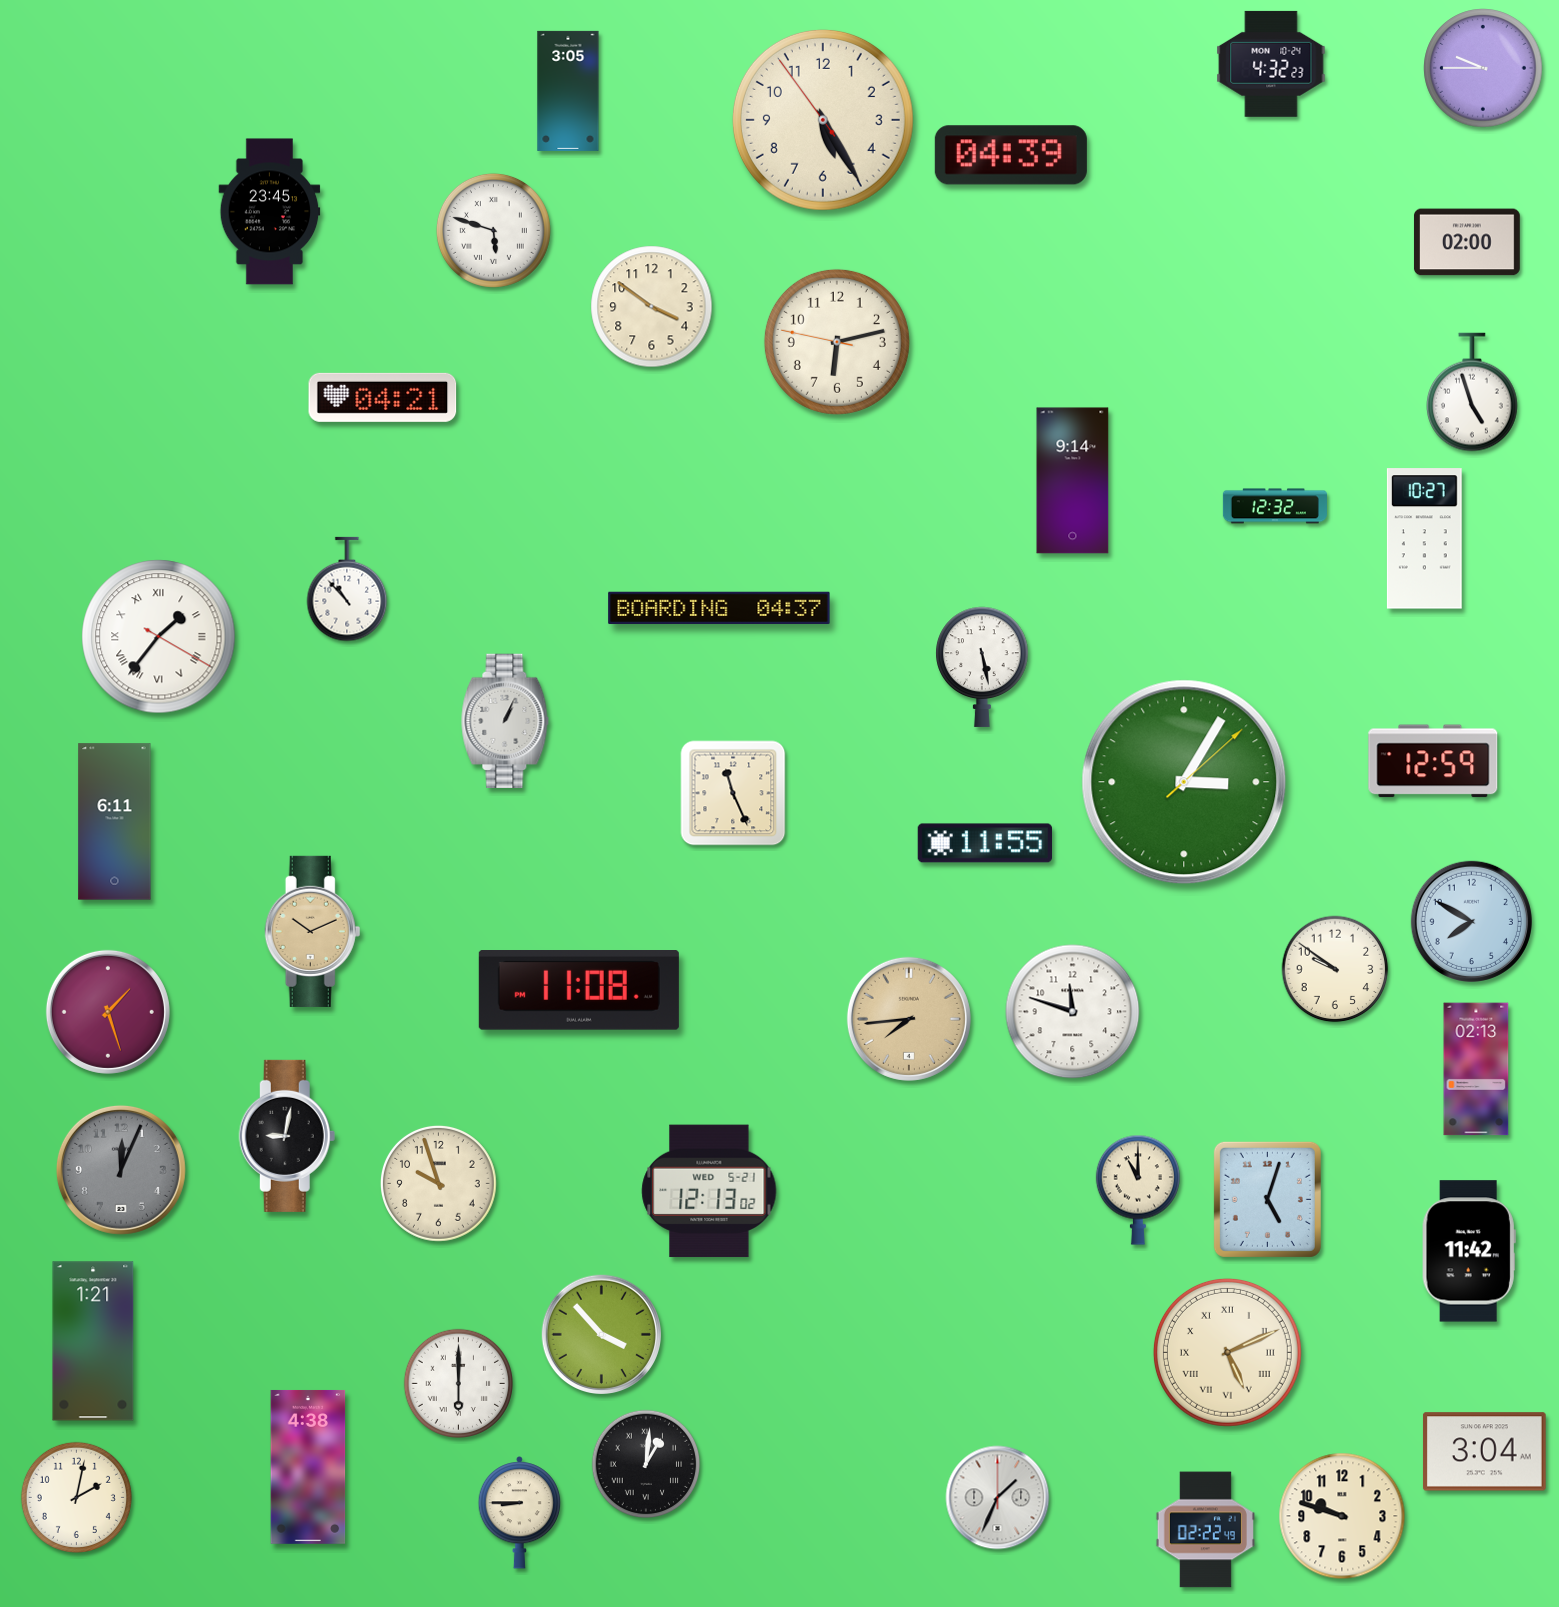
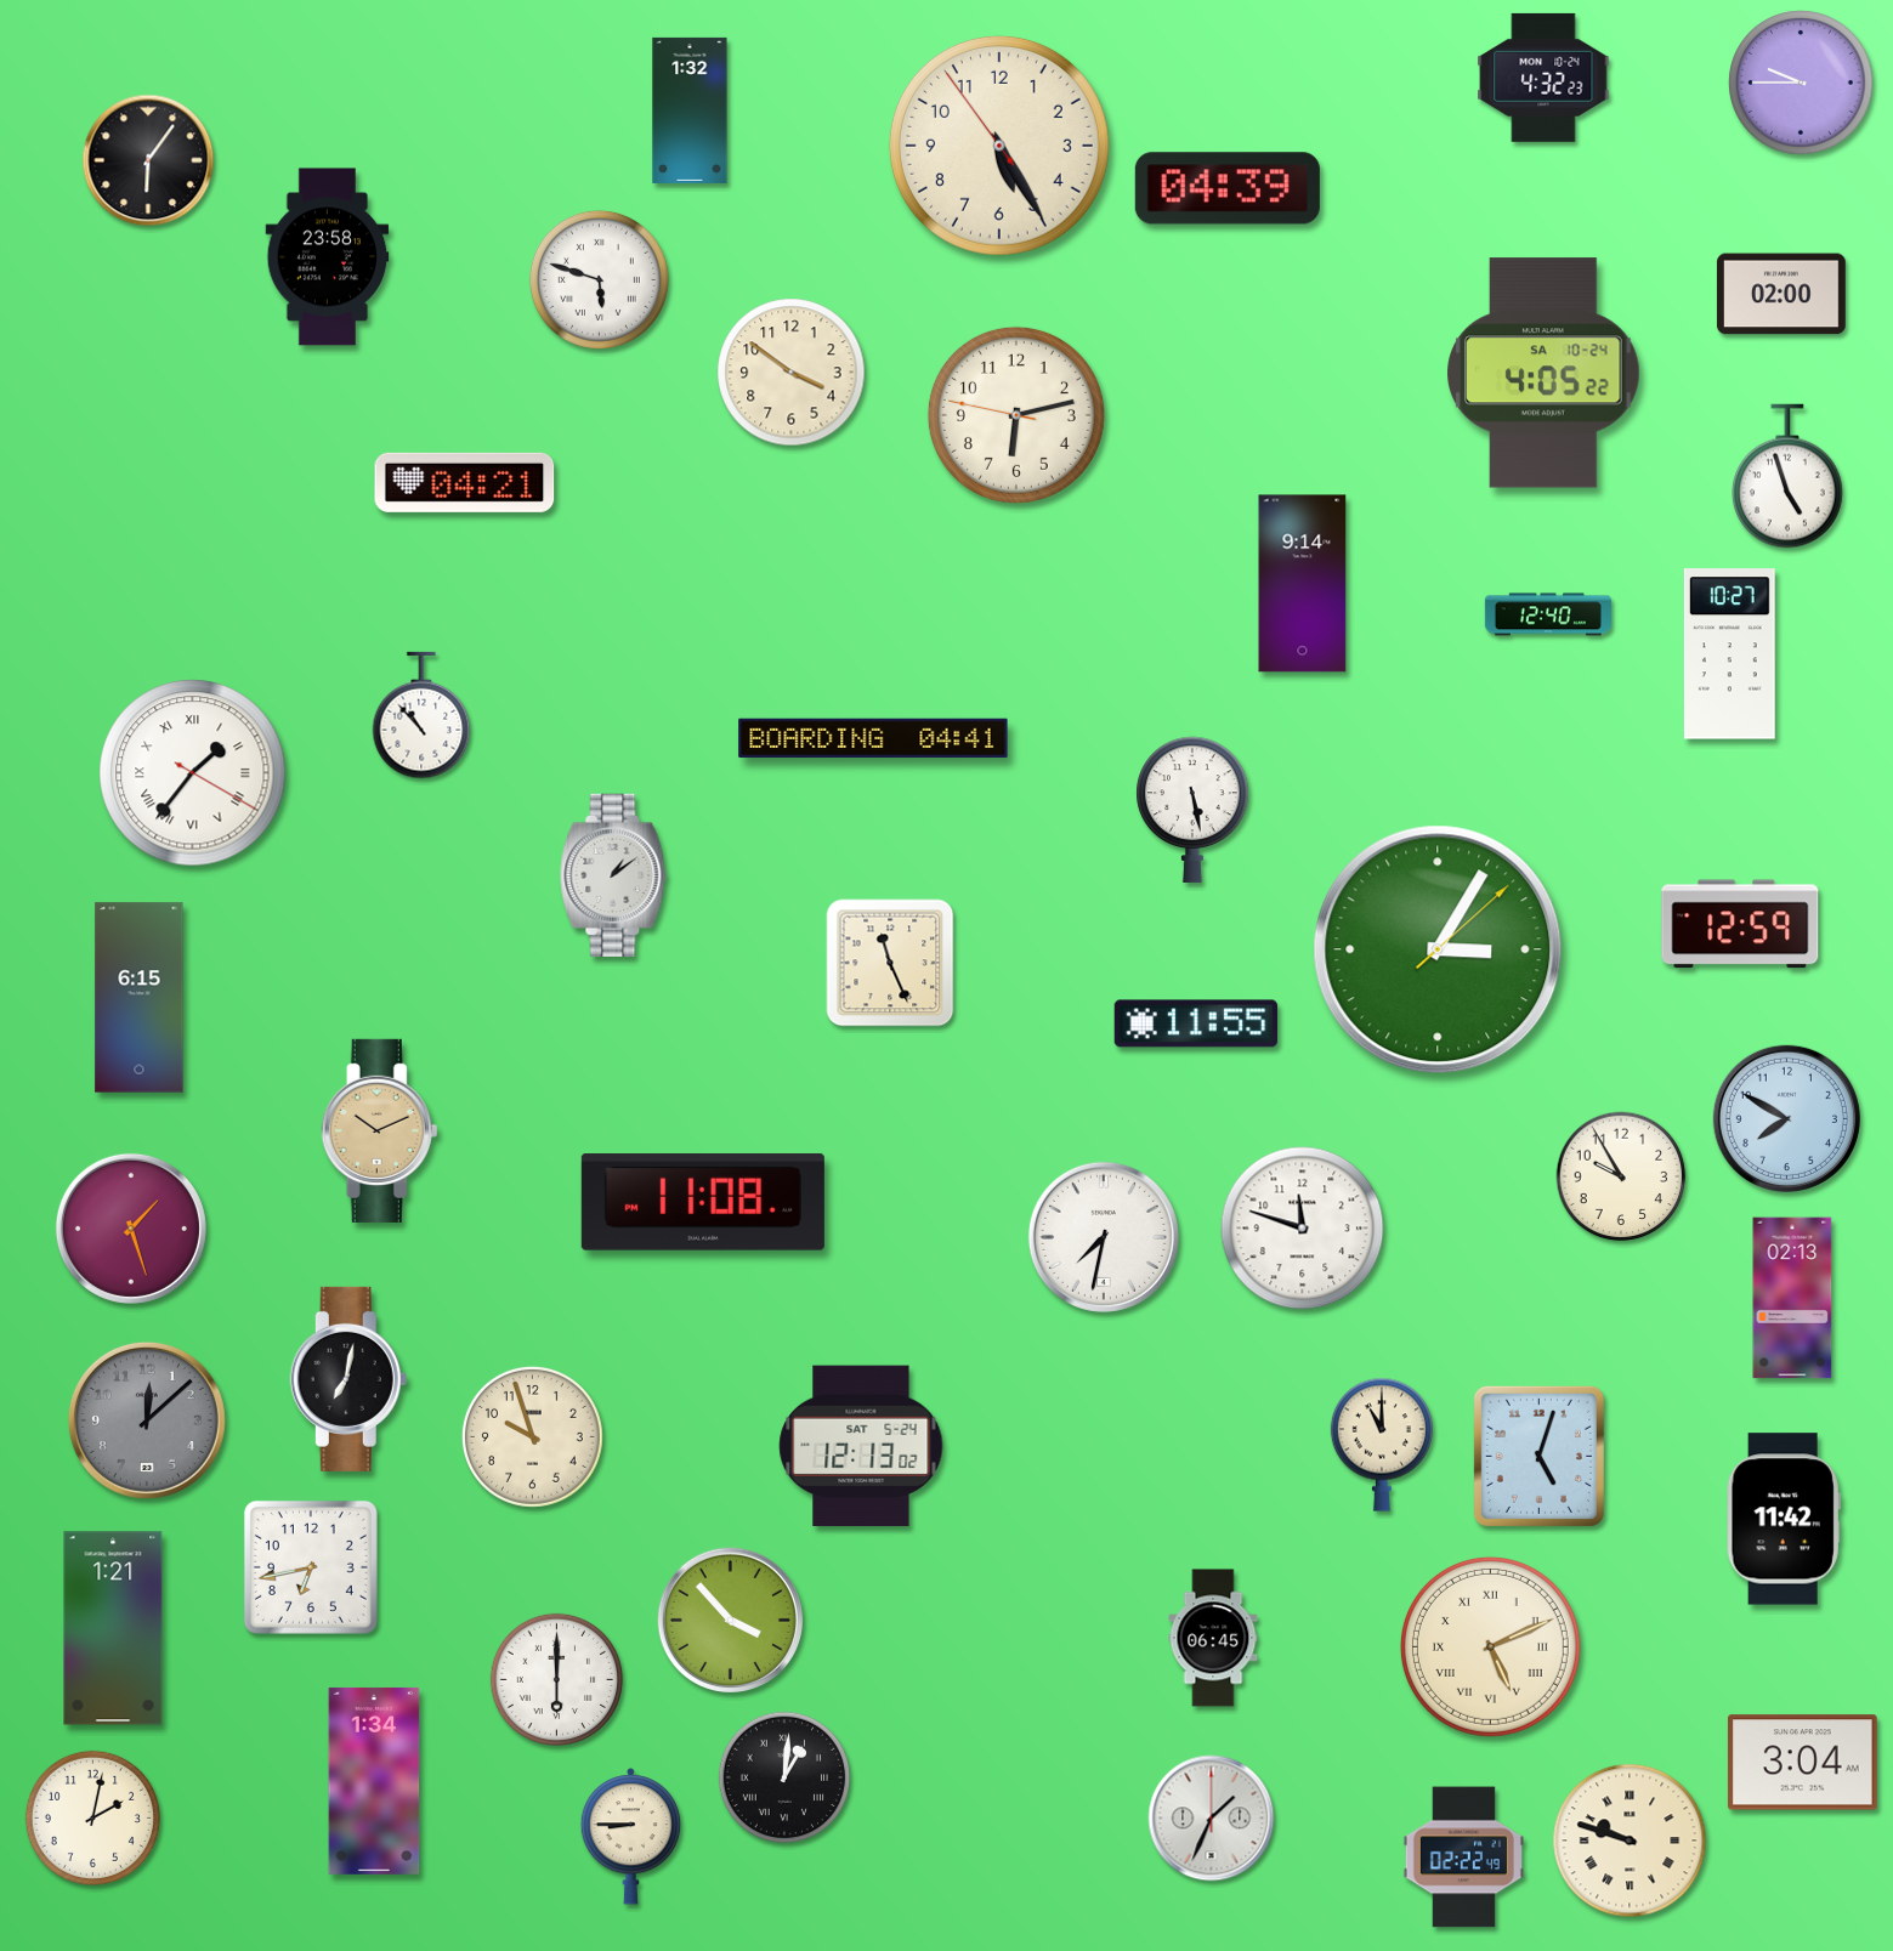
clock at (568, 91): 3:05 -> 1:32
clock at (148, 160): none -> 6:06
clock at (270, 212): 23:45 -> 23:58
clock at (1543, 373): none -> 4:05
clock at (1275, 506): 12:32 -> 12:40
clock at (719, 608): 04:37 -> 04:41
clock at (505, 720): 1:04 -> 1:09
clock at (115, 822): 6:11 -> 6:15
clock at (1335, 969): 9:51 -> 9:55
clock at (909, 1019): 7:44 -> 7:32
clock at (909, 1019) dial: champagne -> white
clock at (287, 1136): 9:02 -> 7:02
clock at (121, 1170): 12:04 -> 12:08
clock at (709, 1191) date: WED 5-21 -> SAT 5-24
clock at (311, 1567): none -> 6:43
clock at (1213, 1638): none -> 06:45
clock at (1227, 1352) position: (1227, 1352) -> (1490, 1646)
clock at (308, 1467): 4:38 -> 1:34
clock at (1342, 1516) numerals: Arabic -> Roman
